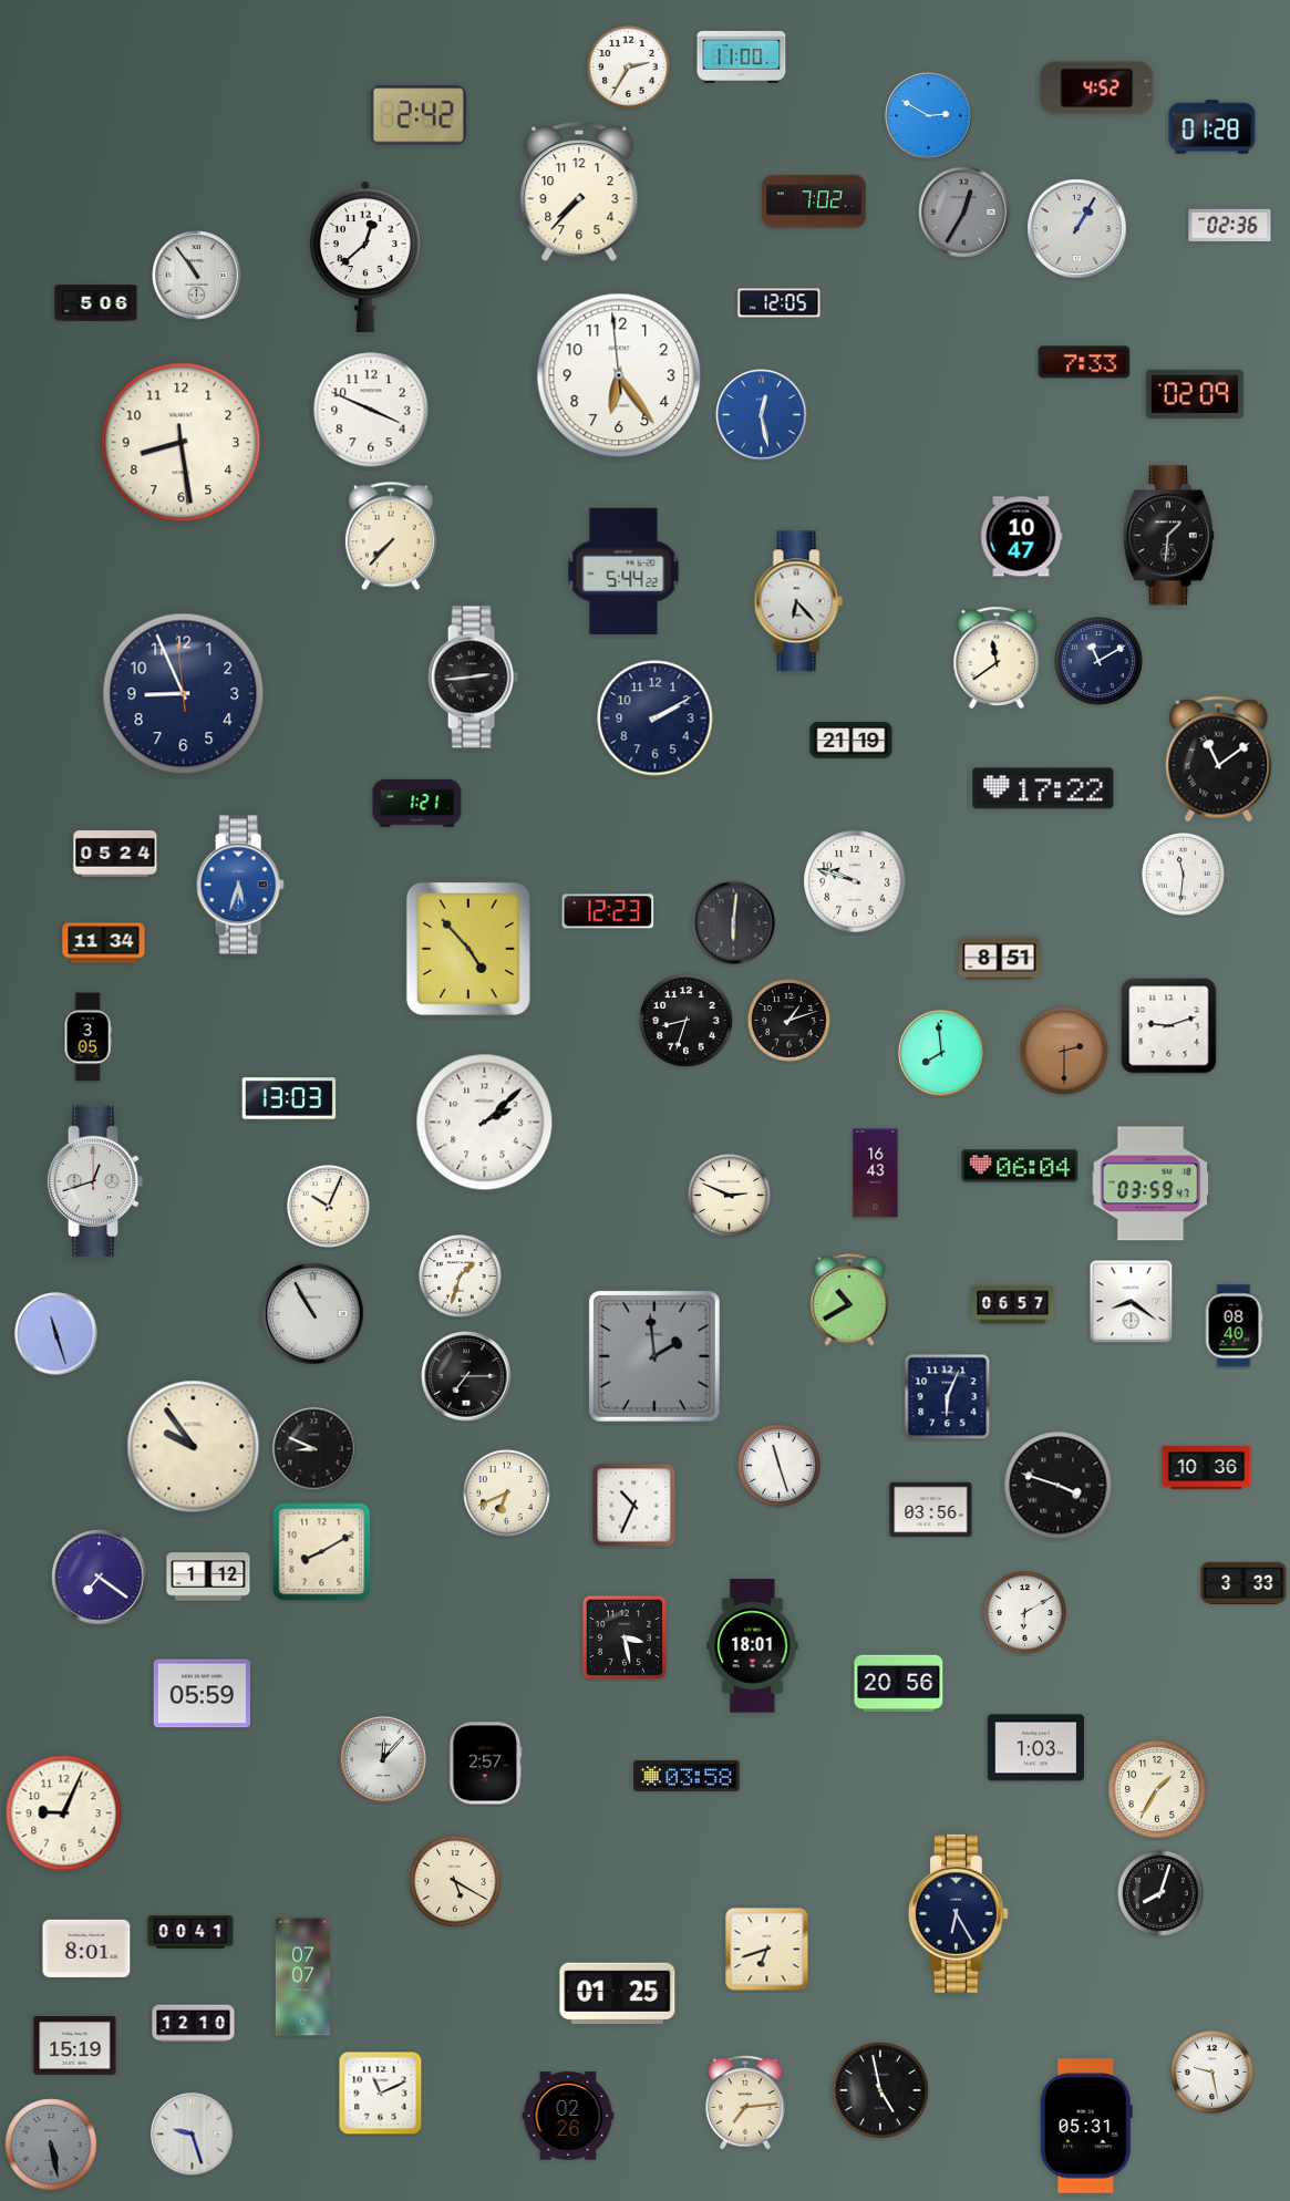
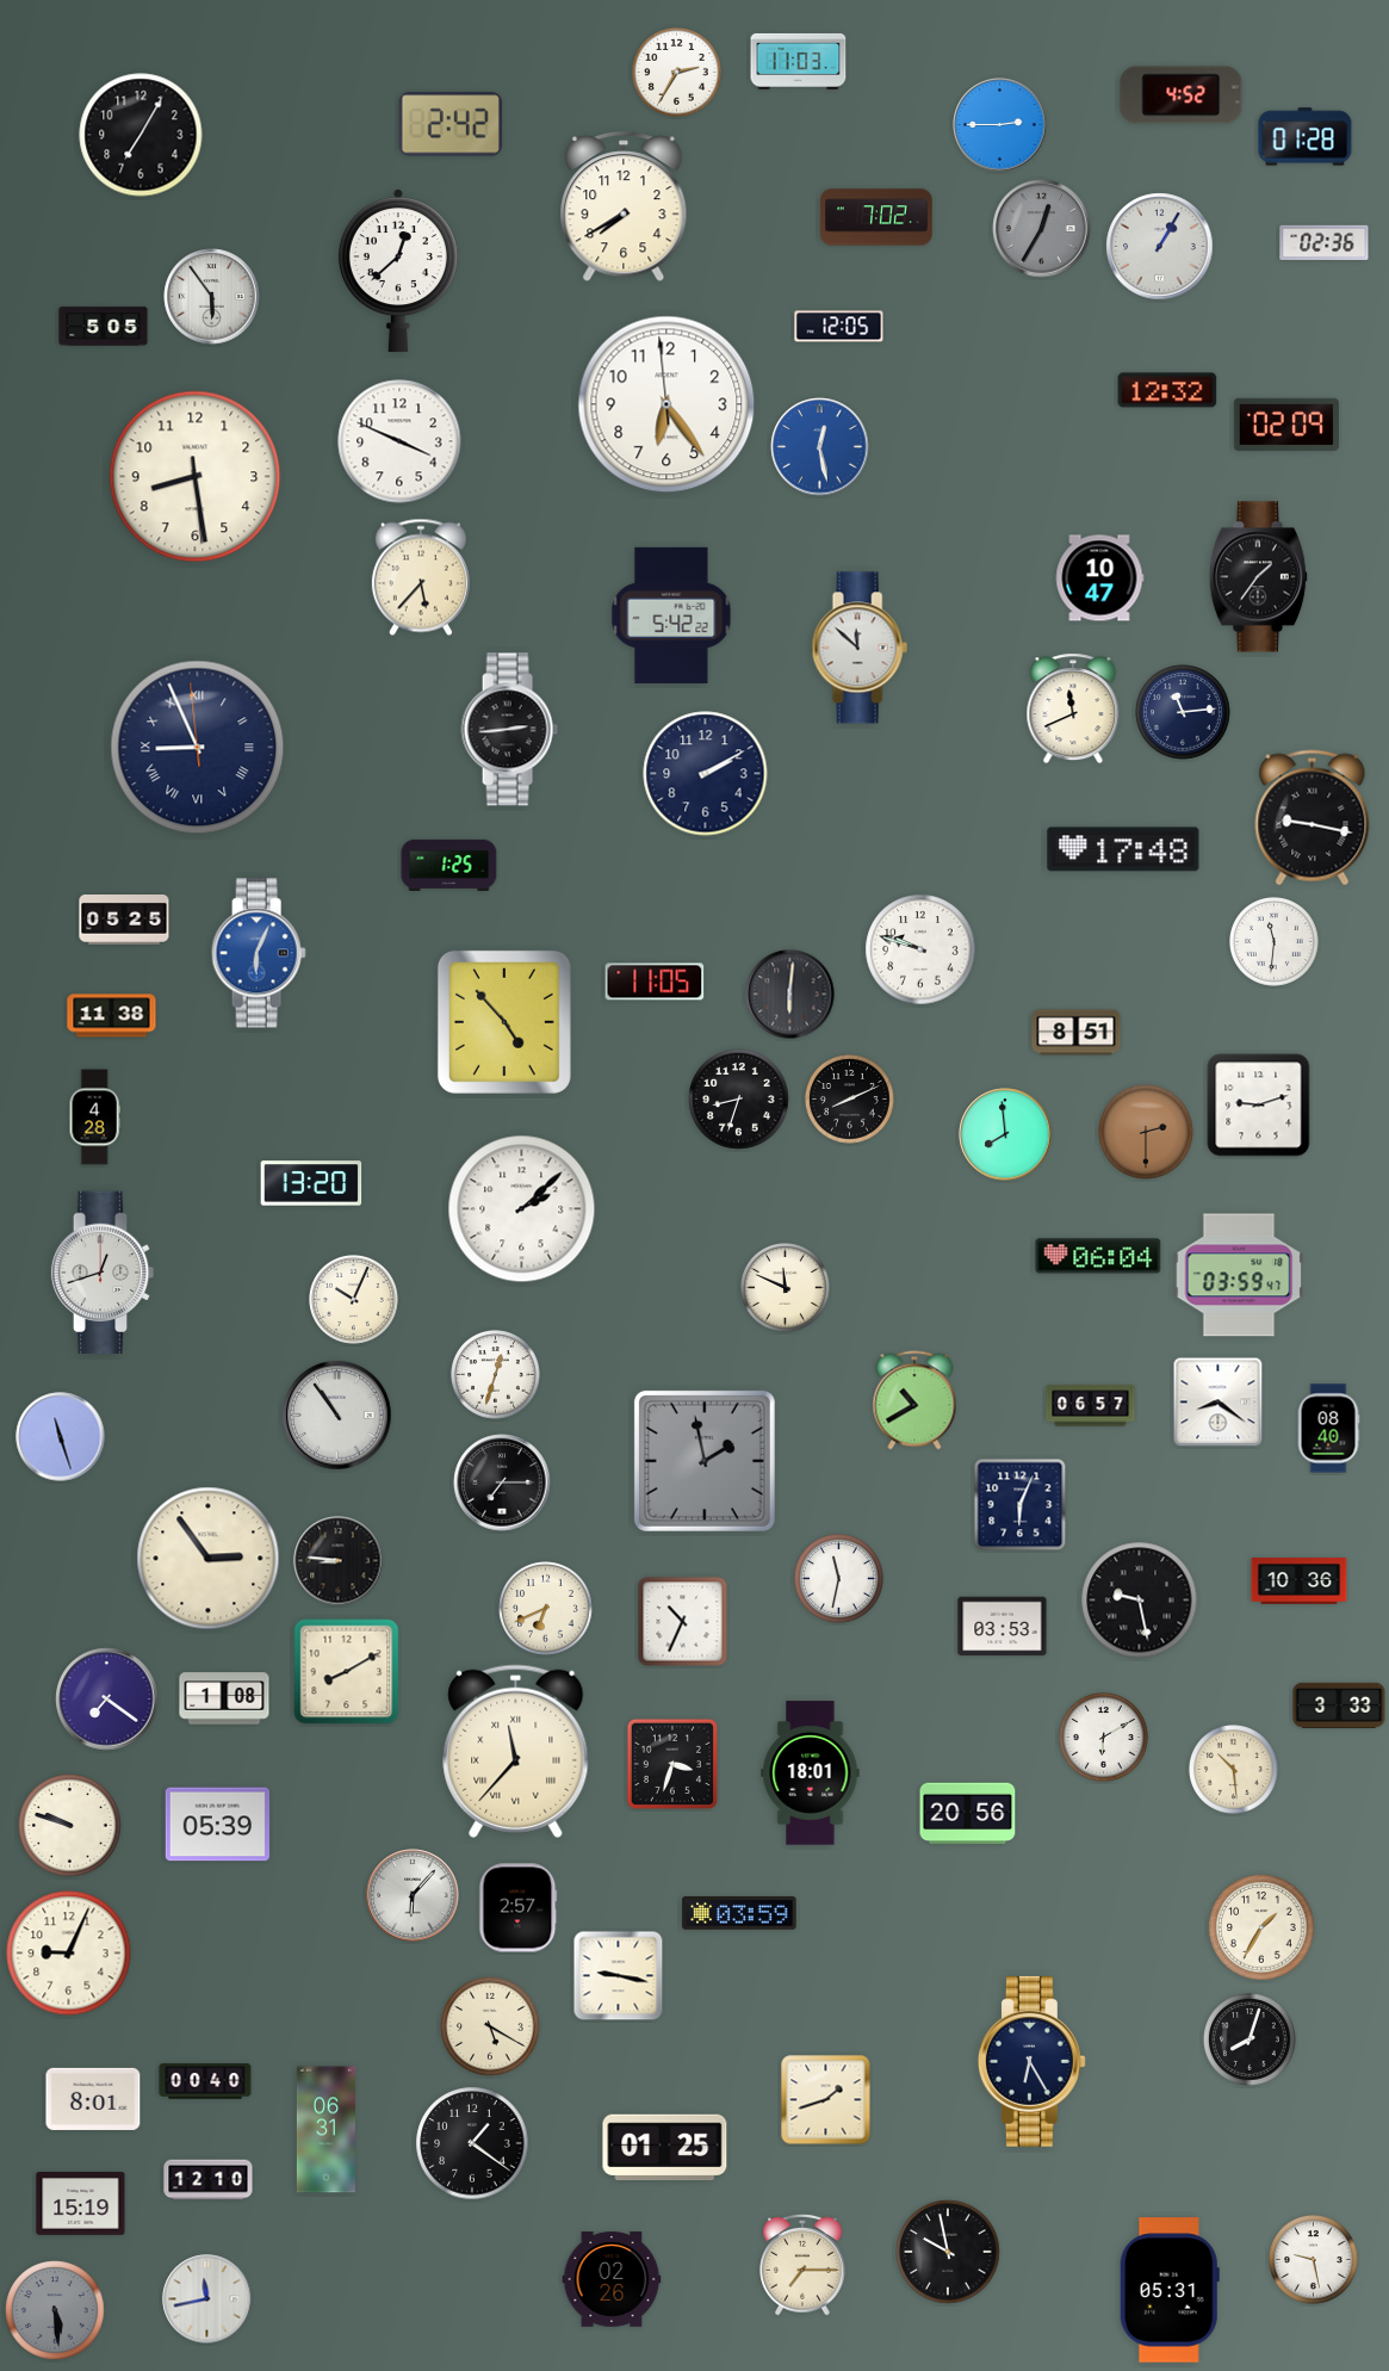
clock at (742, 56): 11:00 -> 11:03
clock at (929, 116): 2:50 -> 2:45
clock at (141, 135): none -> 7:05
clock at (579, 193): 7:37 -> 7:40
clock at (964, 213) position: (964, 213) -> (1042, 229)
clock at (365, 257) position: (365, 257) -> (398, 271)
clock at (197, 276): 10:54 -> 5:54
clock at (96, 303): 5:06 -> 5:05
clock at (1084, 362): 7:33 -> 12:32
clock at (391, 536): 7:37 -> 5:37
clock at (1168, 536): 1:31 -> 1:36
clock at (623, 571): 5:44 -> 5:42
clock at (798, 601): 6:23 -> 11:52
clock at (997, 658): 11:39 -> 11:41
clock at (1098, 661): 11:10 -> 11:14
clock at (184, 694) numerals: Arabic -> Roman
clock at (852, 741): 21:19 -> none
clock at (1219, 759): 11:09 -> 9:17
clock at (1043, 788): 17:22 -> 17:48
clock at (417, 803): 1:21 -> 1:25
clock at (115, 855): 05:24 -> 05:25
clock at (240, 885): 5:33 -> 6:04
clock at (608, 911): 12:23 -> 11:05
clock at (104, 943): 11:34 -> 11:38
clock at (790, 1021): 1:12 -> 8:11
clock at (87, 1037): 3:05 -> 4:28
clock at (941, 1053) position: (941, 1053) -> (1005, 1134)
clock at (289, 1098): 13:03 -> 13:20
clock at (876, 1174): 16:43 -> none
clock at (730, 1196): 2:49 -> 11:49
clock at (461, 1277): 1:33 -> 12:33
clock at (313, 1314): 10:55 -> 10:54
clock at (654, 1356): 1:59 -> 1:58
clock at (194, 1447): 9:54 -> 2:54
clock at (314, 1449): 8:49 -> 8:46
clock at (780, 1466): 11:27 -> 11:32
clock at (1059, 1486): 3:48 -> 9:28
clock at (931, 1510): 03:56 -> 03:53
clock at (208, 1577): 1:12 -> 1:08
clock at (516, 1751): none -> 11:37
clock at (625, 1637): 3:28 -> 3:33
clock at (1234, 1770): none -> 10:29
clock at (202, 1694): 05:59 -> 05:39
clock at (70, 1826): none -> 9:48
clock at (1035, 1748): 1:03 -> none
clock at (383, 1759): 12:07 -> 6:07
clock at (486, 1764) position: (486, 1764) -> (519, 1908)
clock at (687, 1777): 03:58 -> 03:59
clock at (1157, 1789) position: (1157, 1789) -> (1261, 1927)
clock at (619, 1976): none -> 9:17
clock at (190, 1932): 00:41 -> 00:40
clock at (767, 1950): 6:42 -> 1:42
clock at (302, 1977): 07:07 -> 06:31
clock at (472, 2143): none -> 1:21
clock at (1212, 2073) position: (1212, 2073) -> (1314, 2260)
clock at (880, 2090): 4:58 -> 9:58
clock at (381, 2094): 11:11 -> none
clock at (745, 2102): 7:14 -> 7:15
clock at (193, 2135): 9:27 -> 11:43
clock at (51, 2145): 5:28 -> 5:29
